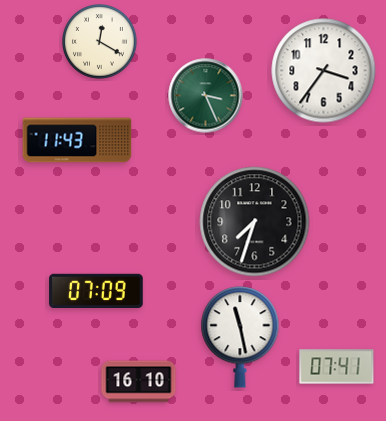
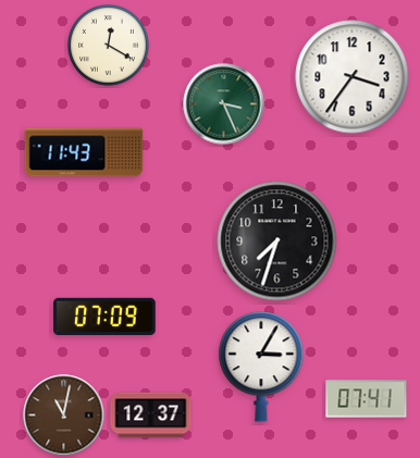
clock at (240, 337): 11:28 -> 3:05
clock at (64, 416): none -> 11:02
clock at (139, 382): 16:10 -> 12:37
